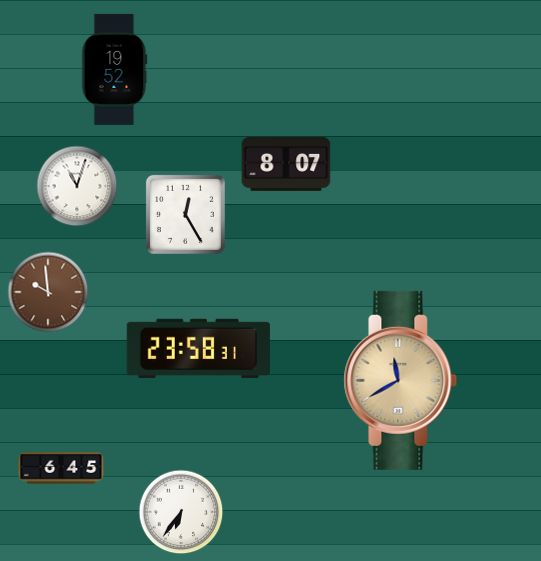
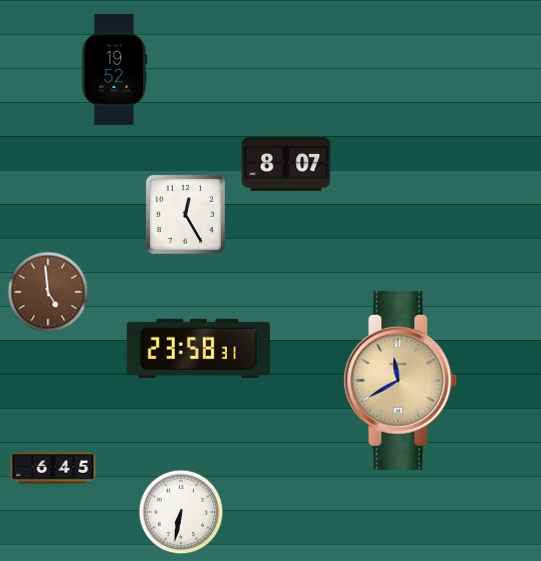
clock at (77, 186): 11:03 -> none
clock at (48, 292): 9:59 -> 4:59
clock at (61, 468) position: (61, 468) -> (53, 468)
clock at (181, 512): 6:36 -> 6:32
